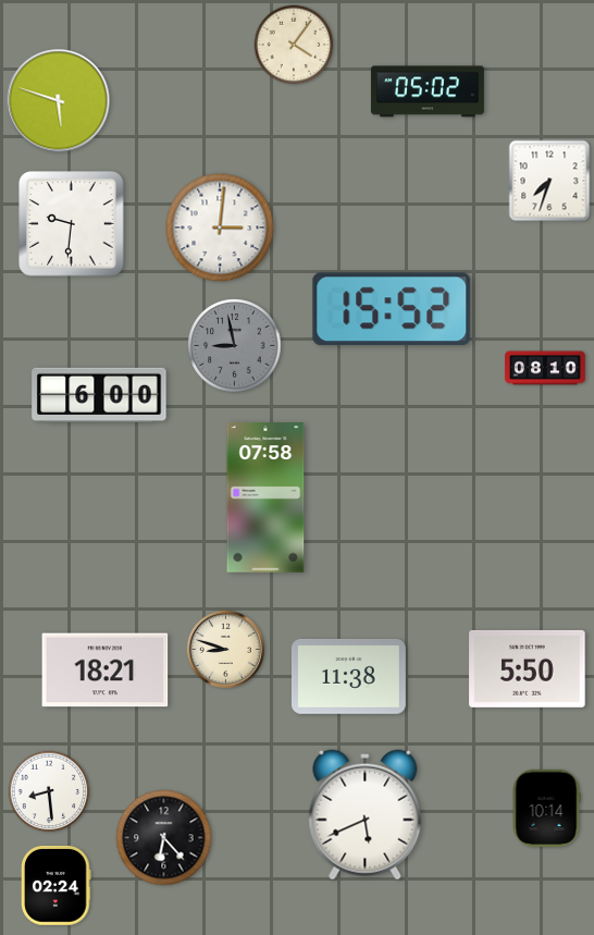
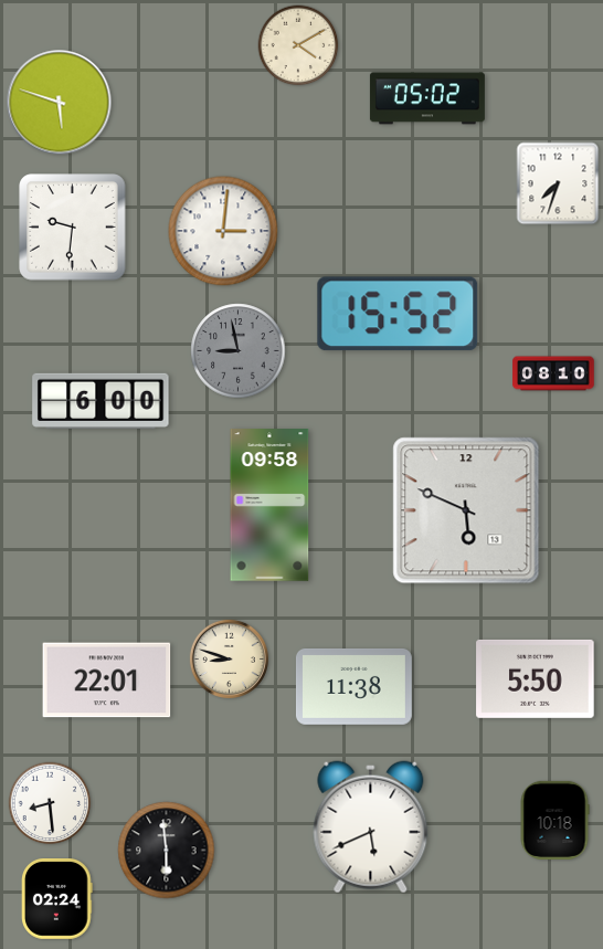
clock at (294, 45): 4:06 -> 4:10
clock at (428, 91) position: (428, 91) -> (427, 98)
clock at (265, 497): 07:58 -> 09:58
clock at (466, 510): none -> 5:49
clock at (106, 671): 18:21 -> 22:01
clock at (546, 808): 10:14 -> 10:18
clock at (164, 838): 6:23 -> 5:59
